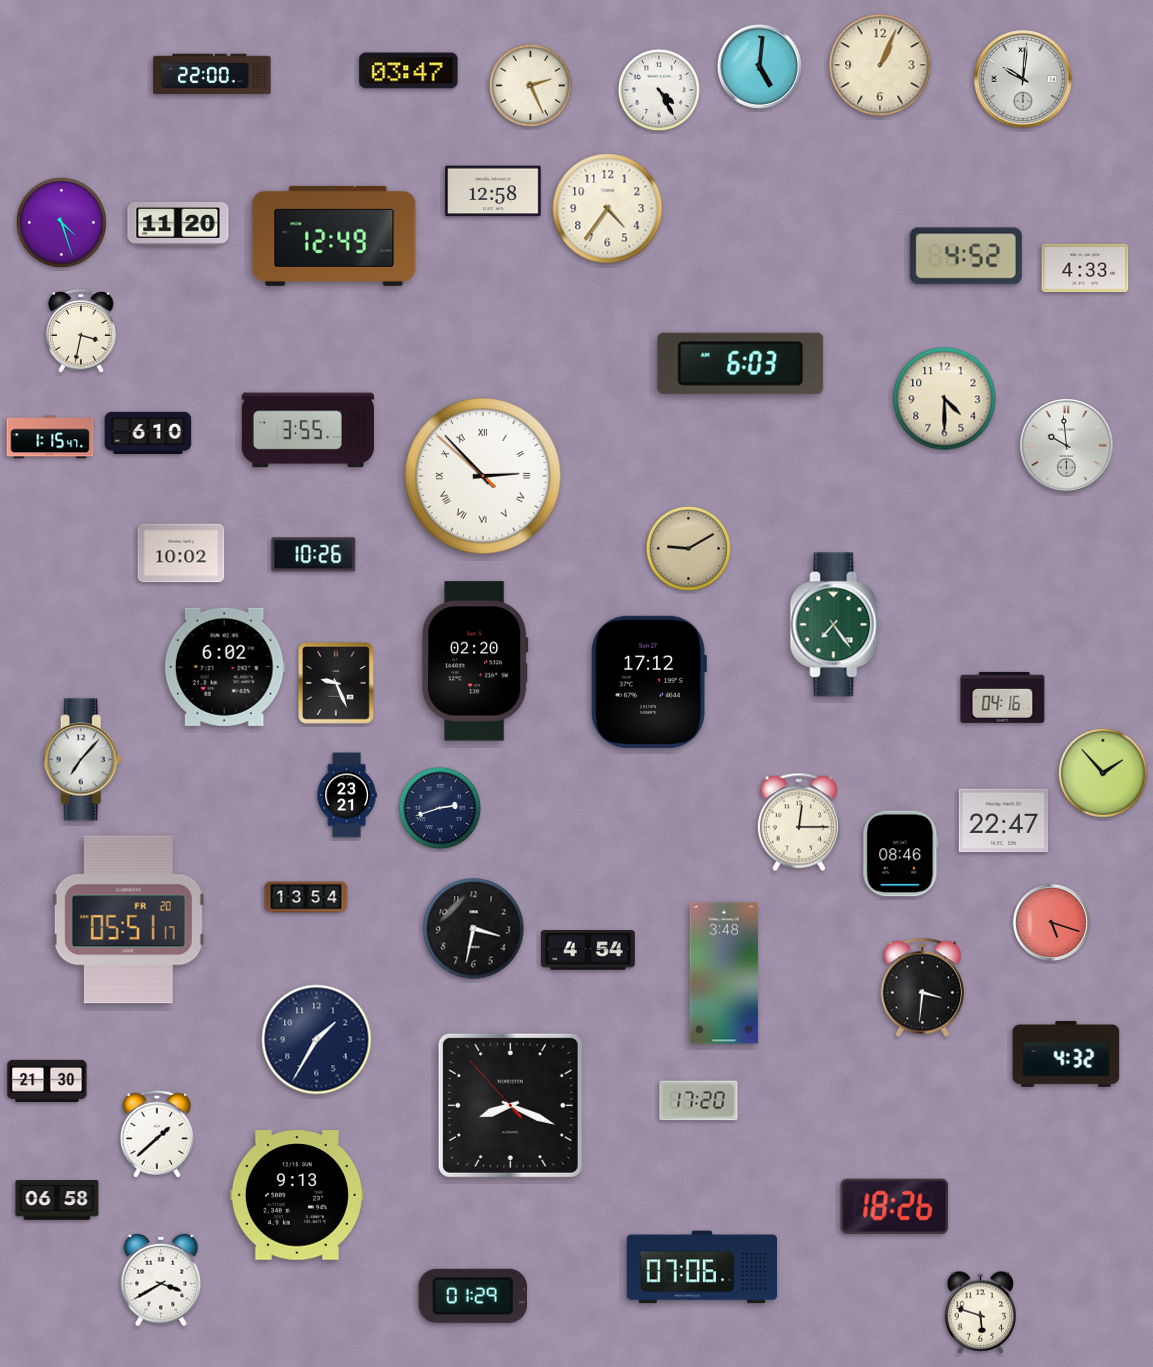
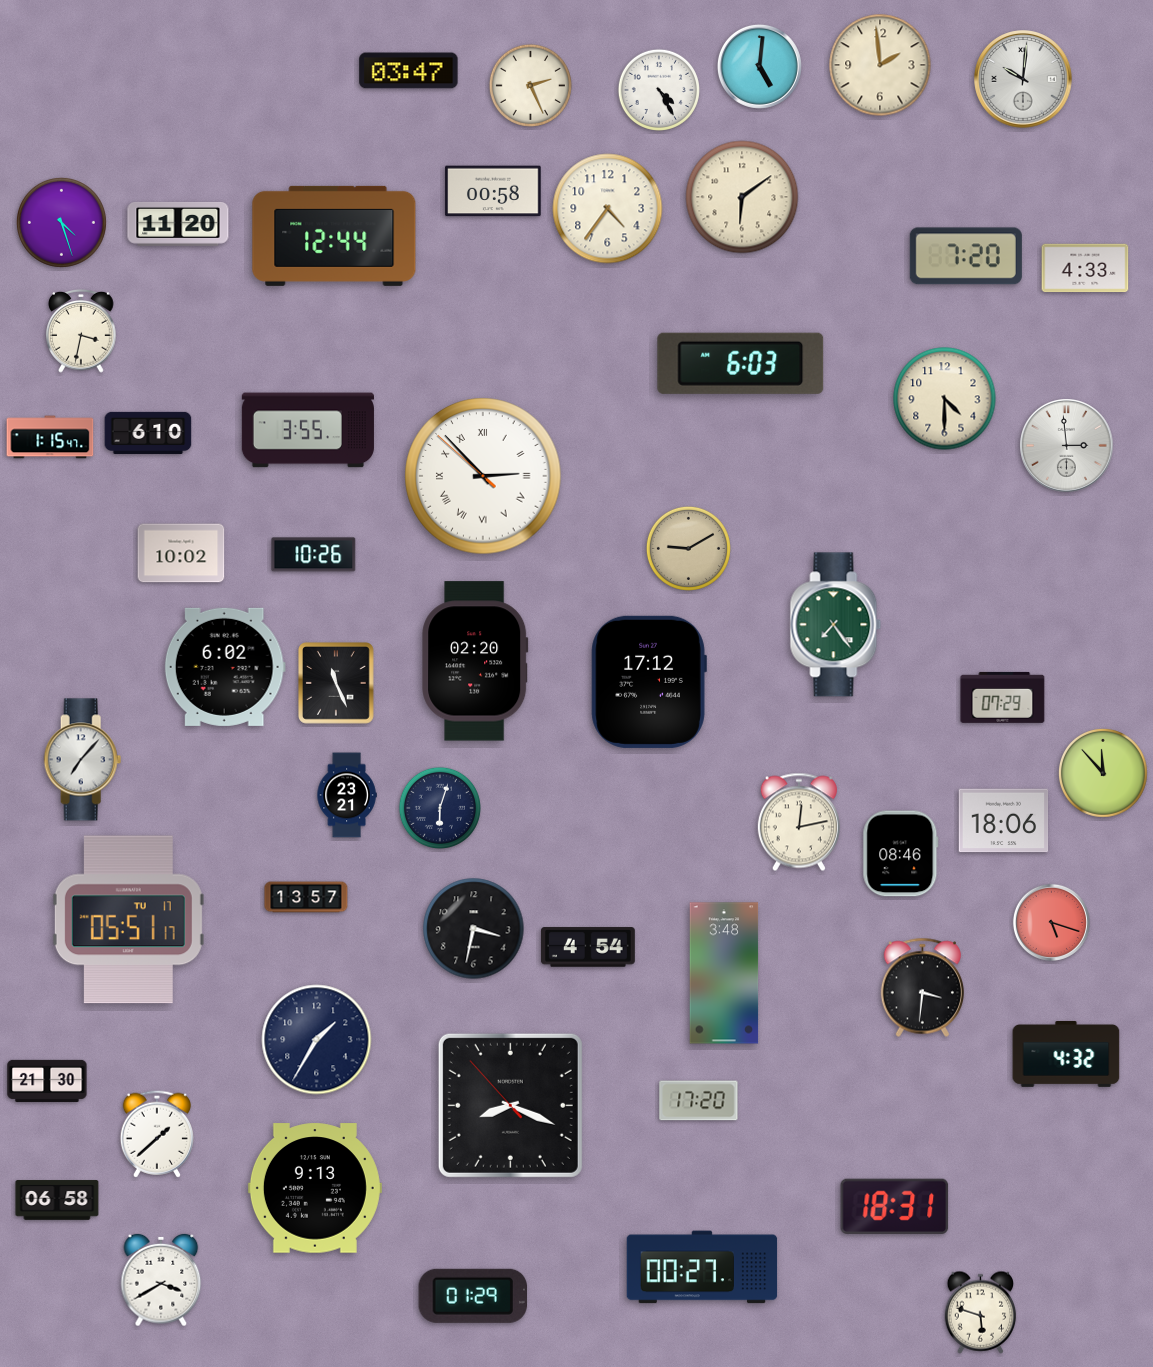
clock at (880, 65): 1:04 -> 1:59
clock at (212, 74): 22:00 -> none
clock at (493, 191): 12:58 -> 00:58
clock at (742, 197): none -> 6:09
clock at (334, 236): 12:49 -> 12:44
clock at (966, 256): 4:52 -> 7:20
clock at (1067, 446): 9:59 -> 2:59
clock at (337, 684): 9:26 -> 11:26
clock at (1003, 697): 04:16 -> 07:29
clock at (1103, 773): 1:53 -> 11:53
clock at (440, 808): 2:42 -> 6:03
clock at (1004, 821): 22:47 -> 18:06
clock at (799, 822): 12:15 -> 12:13
clock at (306, 897): 13:54 -> 13:57
clock at (128, 920) date: FR 20 -> TU 17
clock at (588, 950) position: (588, 950) -> (588, 947)
clock at (297, 1195) position: (297, 1195) -> (315, 1188)
clock at (895, 1206): 18:26 -> 18:31
clock at (702, 1267): 07:06 -> 00:27
